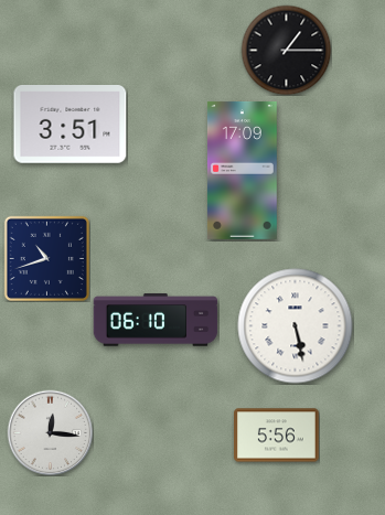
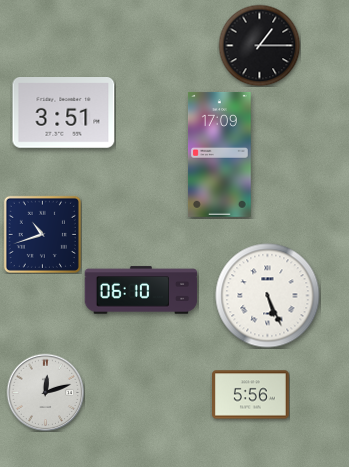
clock at (296, 326): 5:28 -> 5:26
clock at (50, 432): 12:16 -> 12:12
